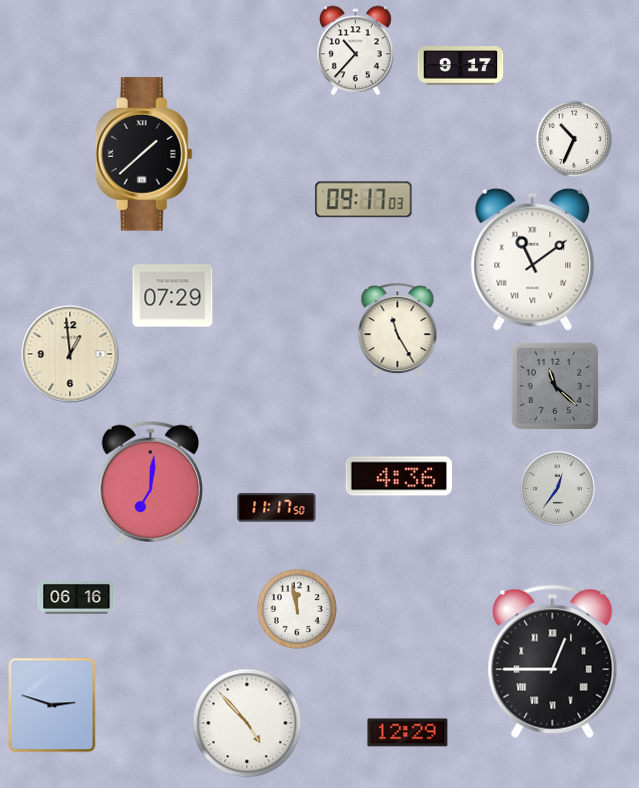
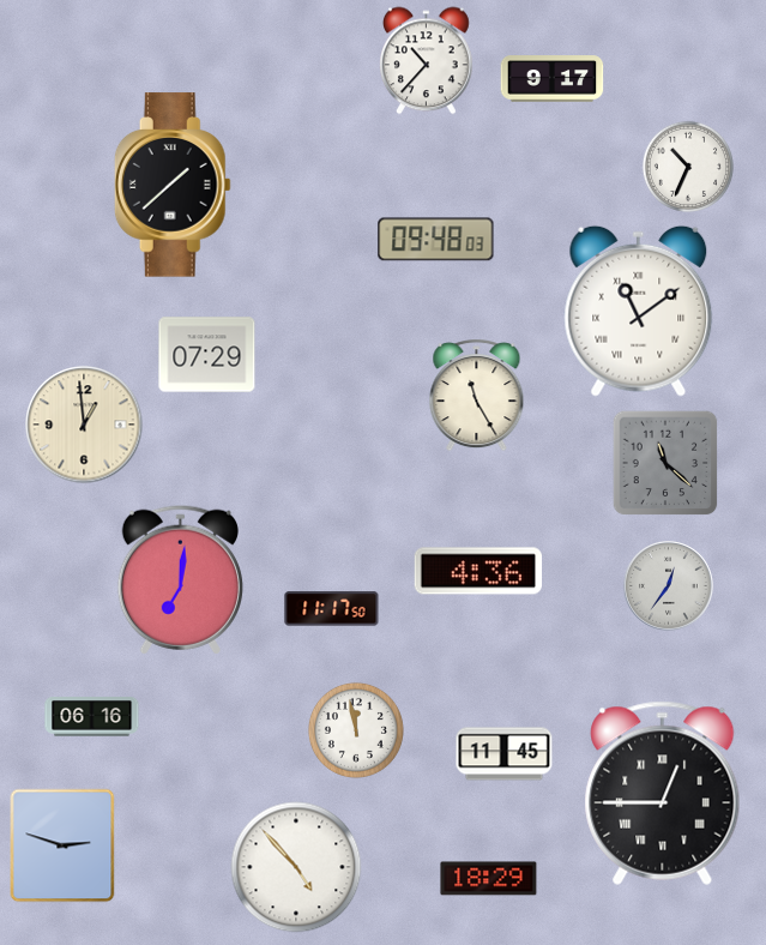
clock at (364, 200): 09:17 -> 09:48
clock at (505, 754): none -> 11:45
clock at (408, 733): 12:29 -> 18:29
